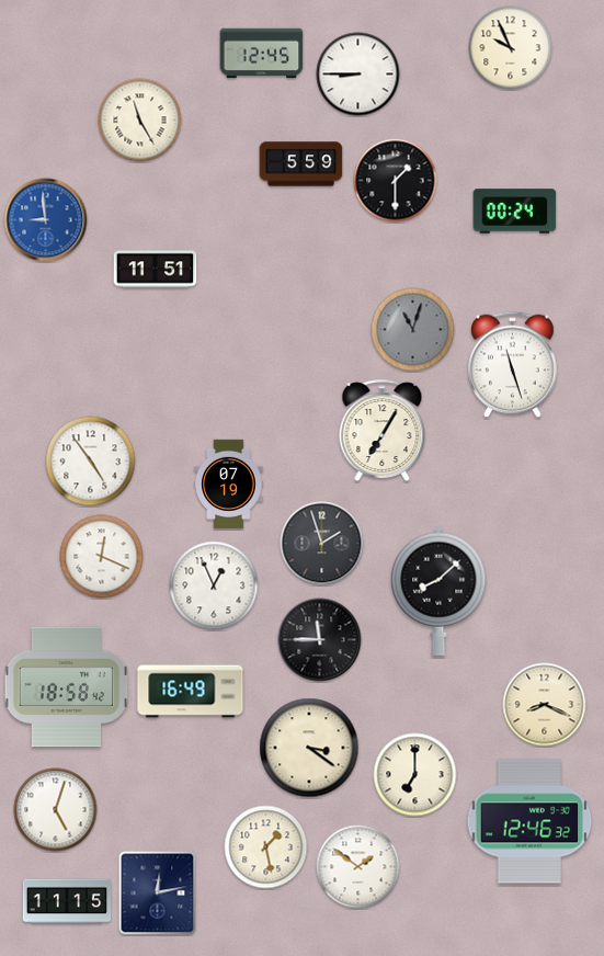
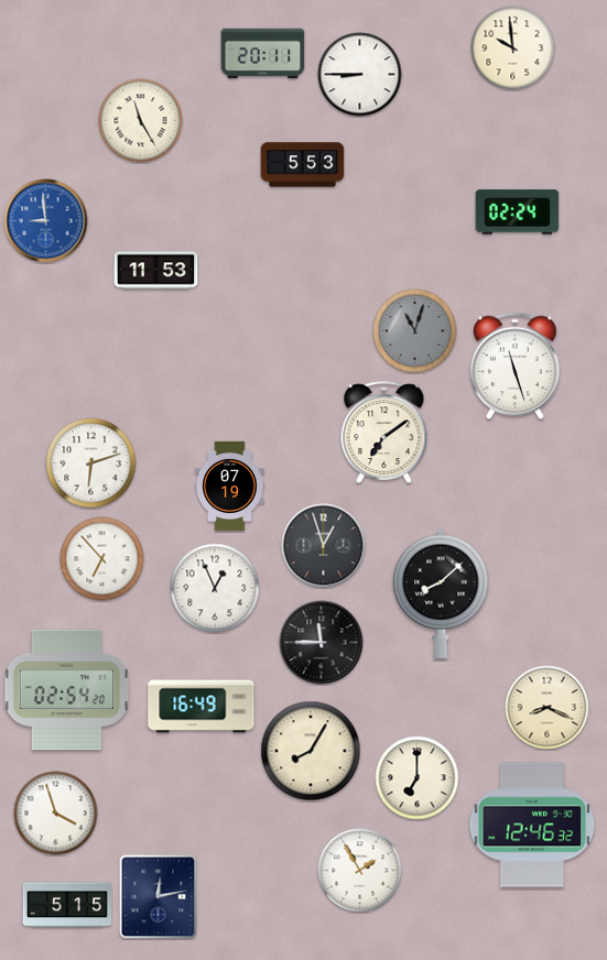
clock at (511, 48): 9:56 -> 9:59
clock at (262, 54): 12:45 -> 20:11
clock at (301, 164): 5:59 -> 5:53
clock at (396, 181): 1:30 -> none
clock at (515, 212): 00:24 -> 02:24
clock at (156, 270): 11:51 -> 11:53
clock at (383, 430): 7:05 -> 7:09
clock at (91, 462): 4:54 -> 6:12
clock at (322, 544): 1:57 -> 12:57
clock at (102, 557): 12:19 -> 6:53
clock at (67, 687): 18:58 -> 02:54
clock at (191, 692) position: (191, 692) -> (202, 707)
clock at (309, 748): 3:21 -> 8:05
clock at (56, 810): 5:03 -> 3:57
clock at (266, 847): 1:28 -> none
clock at (358, 867): 1:51 -> 1:55
clock at (66, 901): 11:15 -> 5:15
